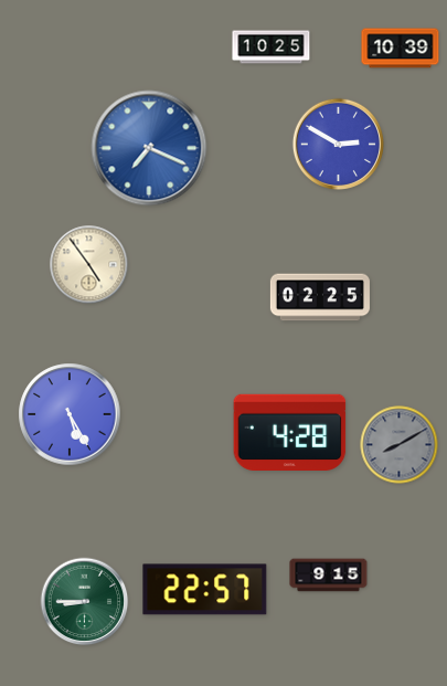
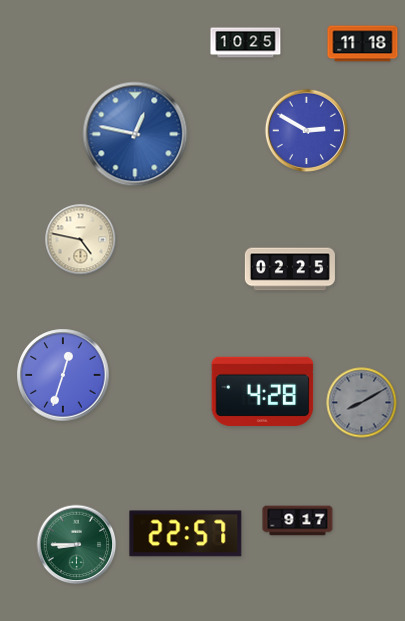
clock at (401, 49): 10:39 -> 11:18
clock at (149, 148): 7:19 -> 12:47
clock at (89, 265): 4:54 -> 4:47
clock at (70, 414): 5:25 -> 12:33
clock at (329, 576): 9:15 -> 9:17
